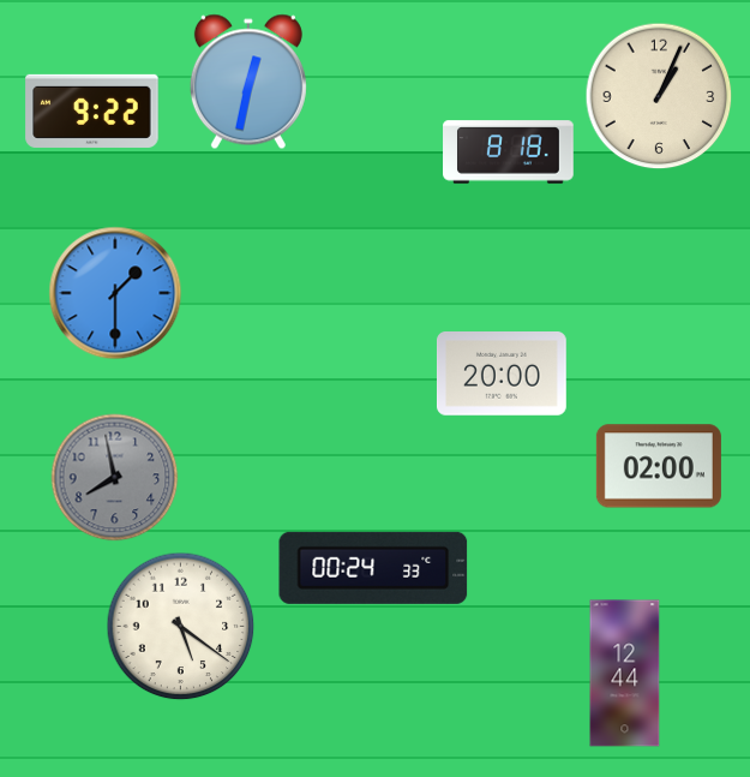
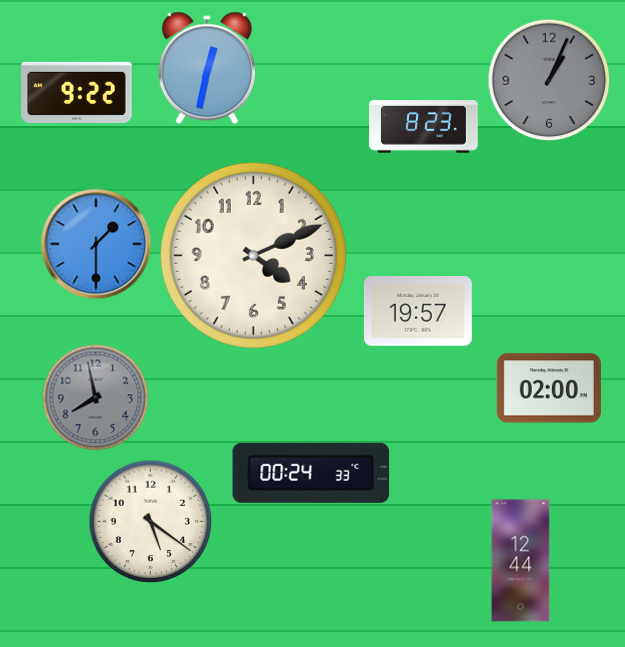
clock at (659, 96) dial: cream -> grey
clock at (509, 153): 8:18 -> 8:23
clock at (253, 255): none -> 4:11
clock at (502, 375): 20:00 -> 19:57
